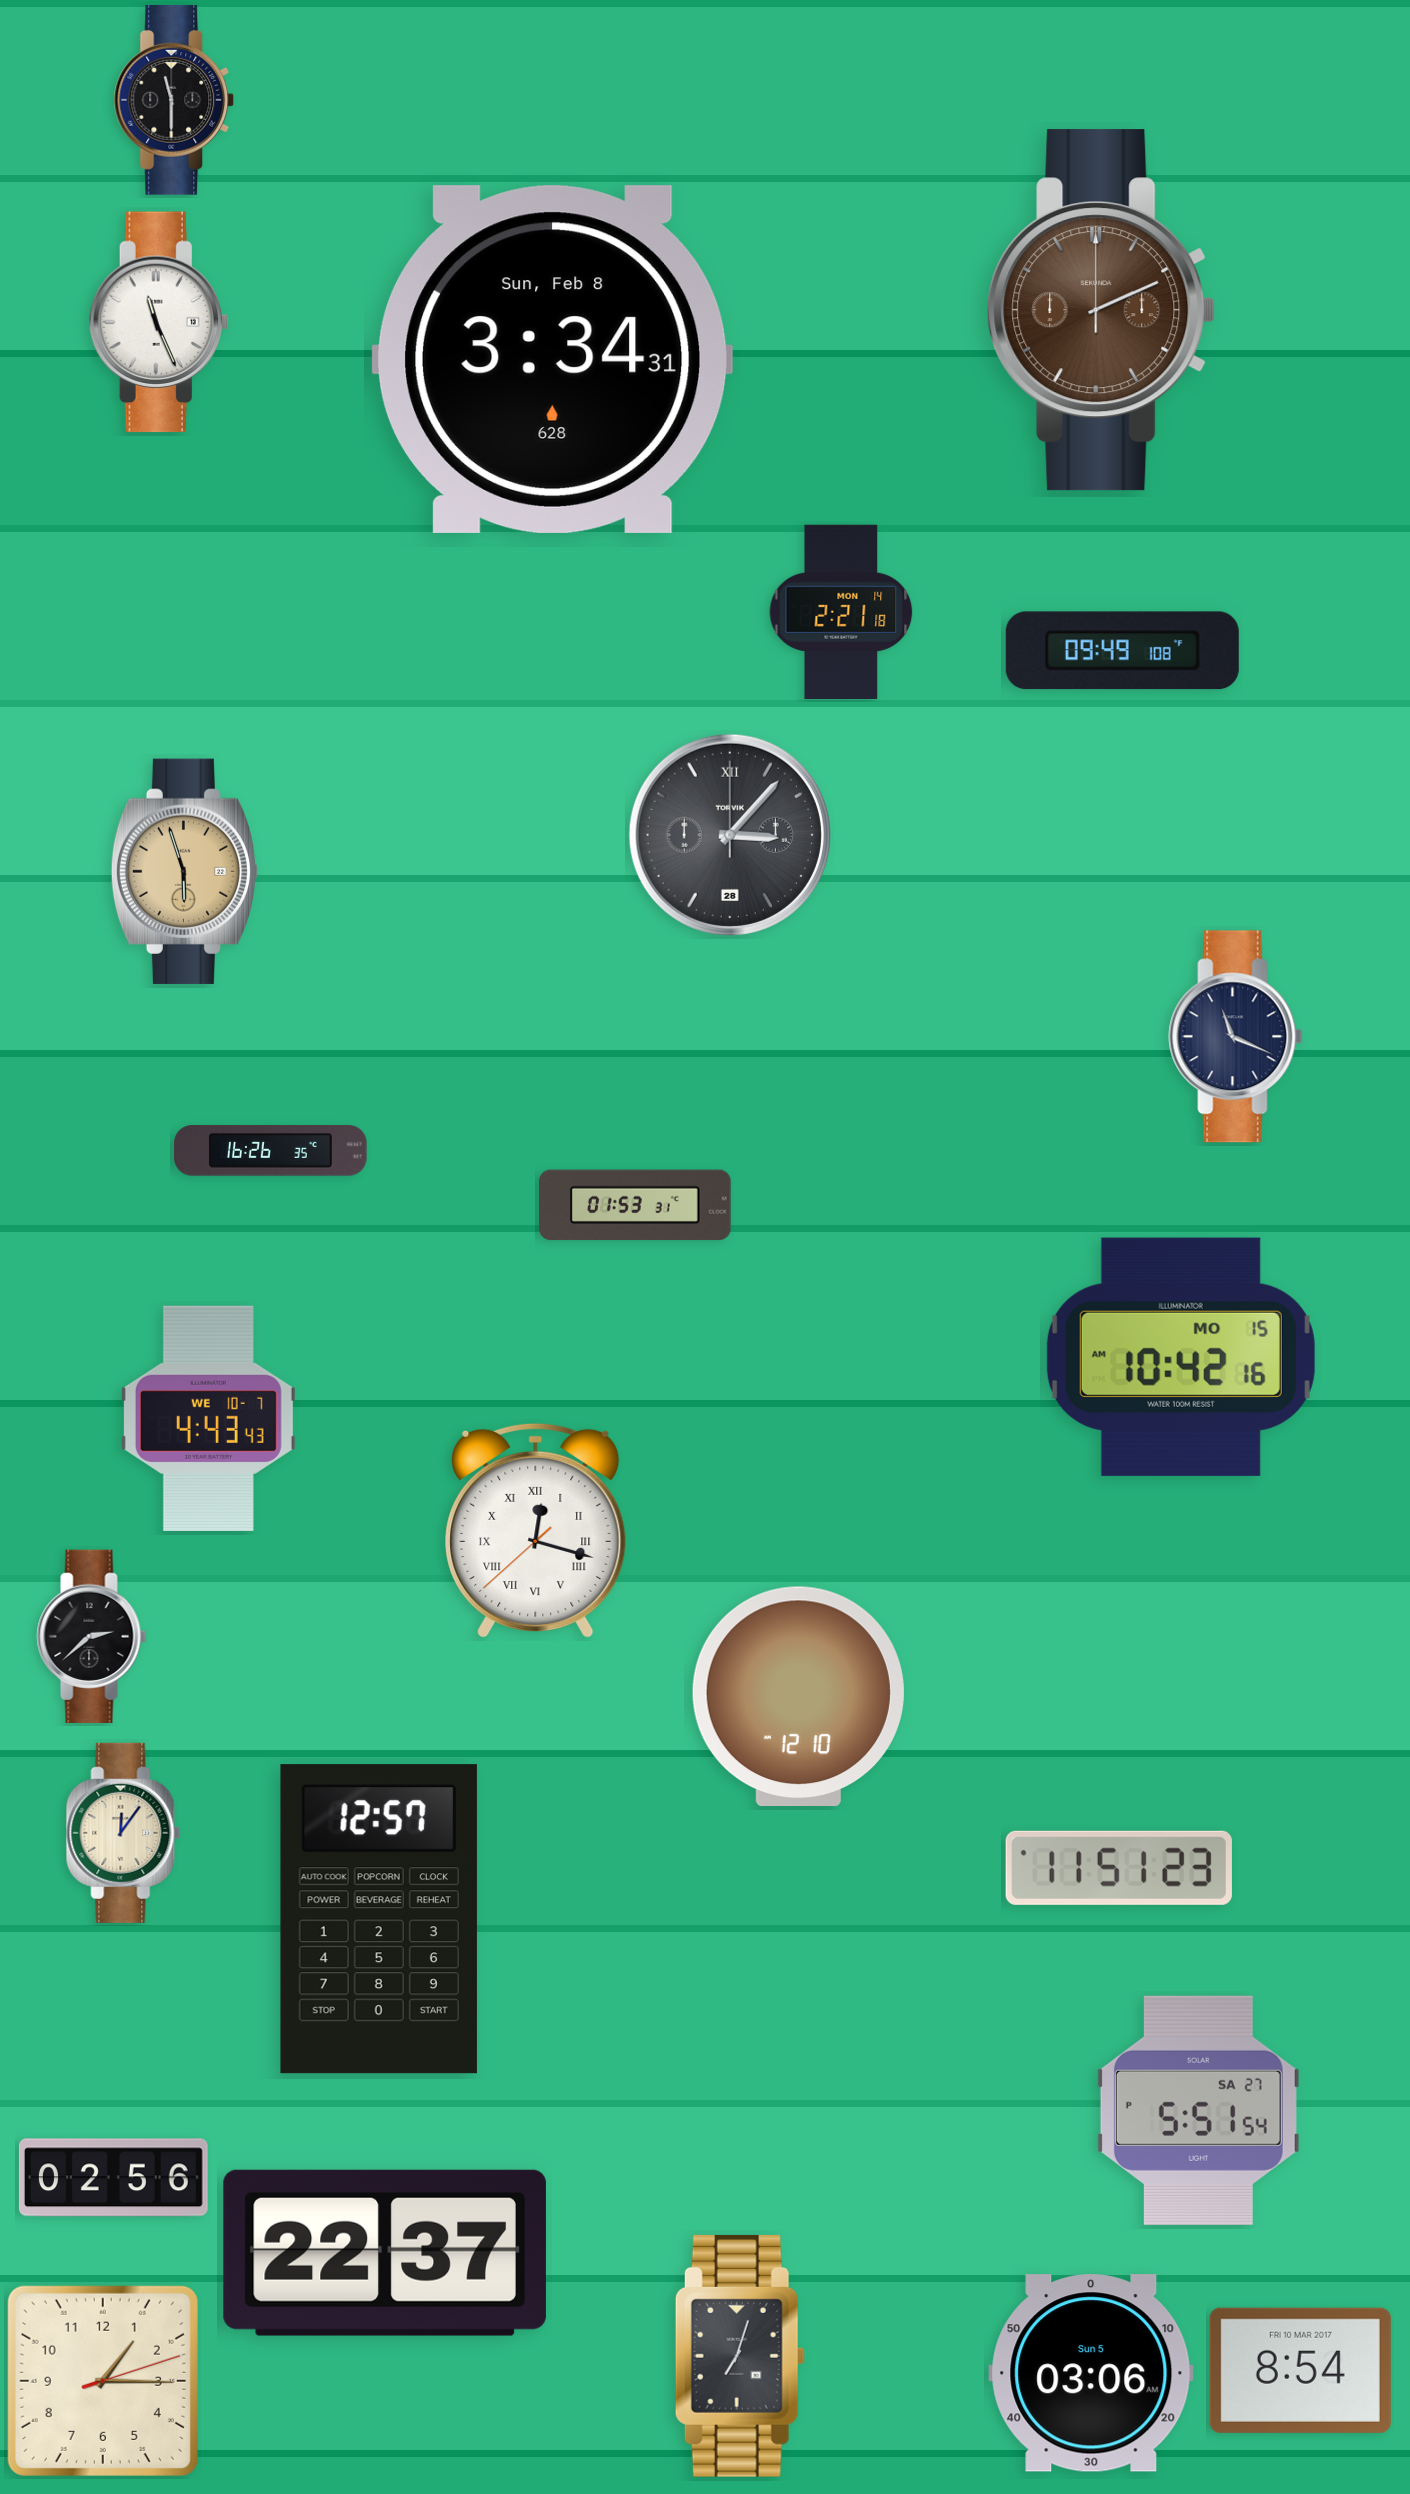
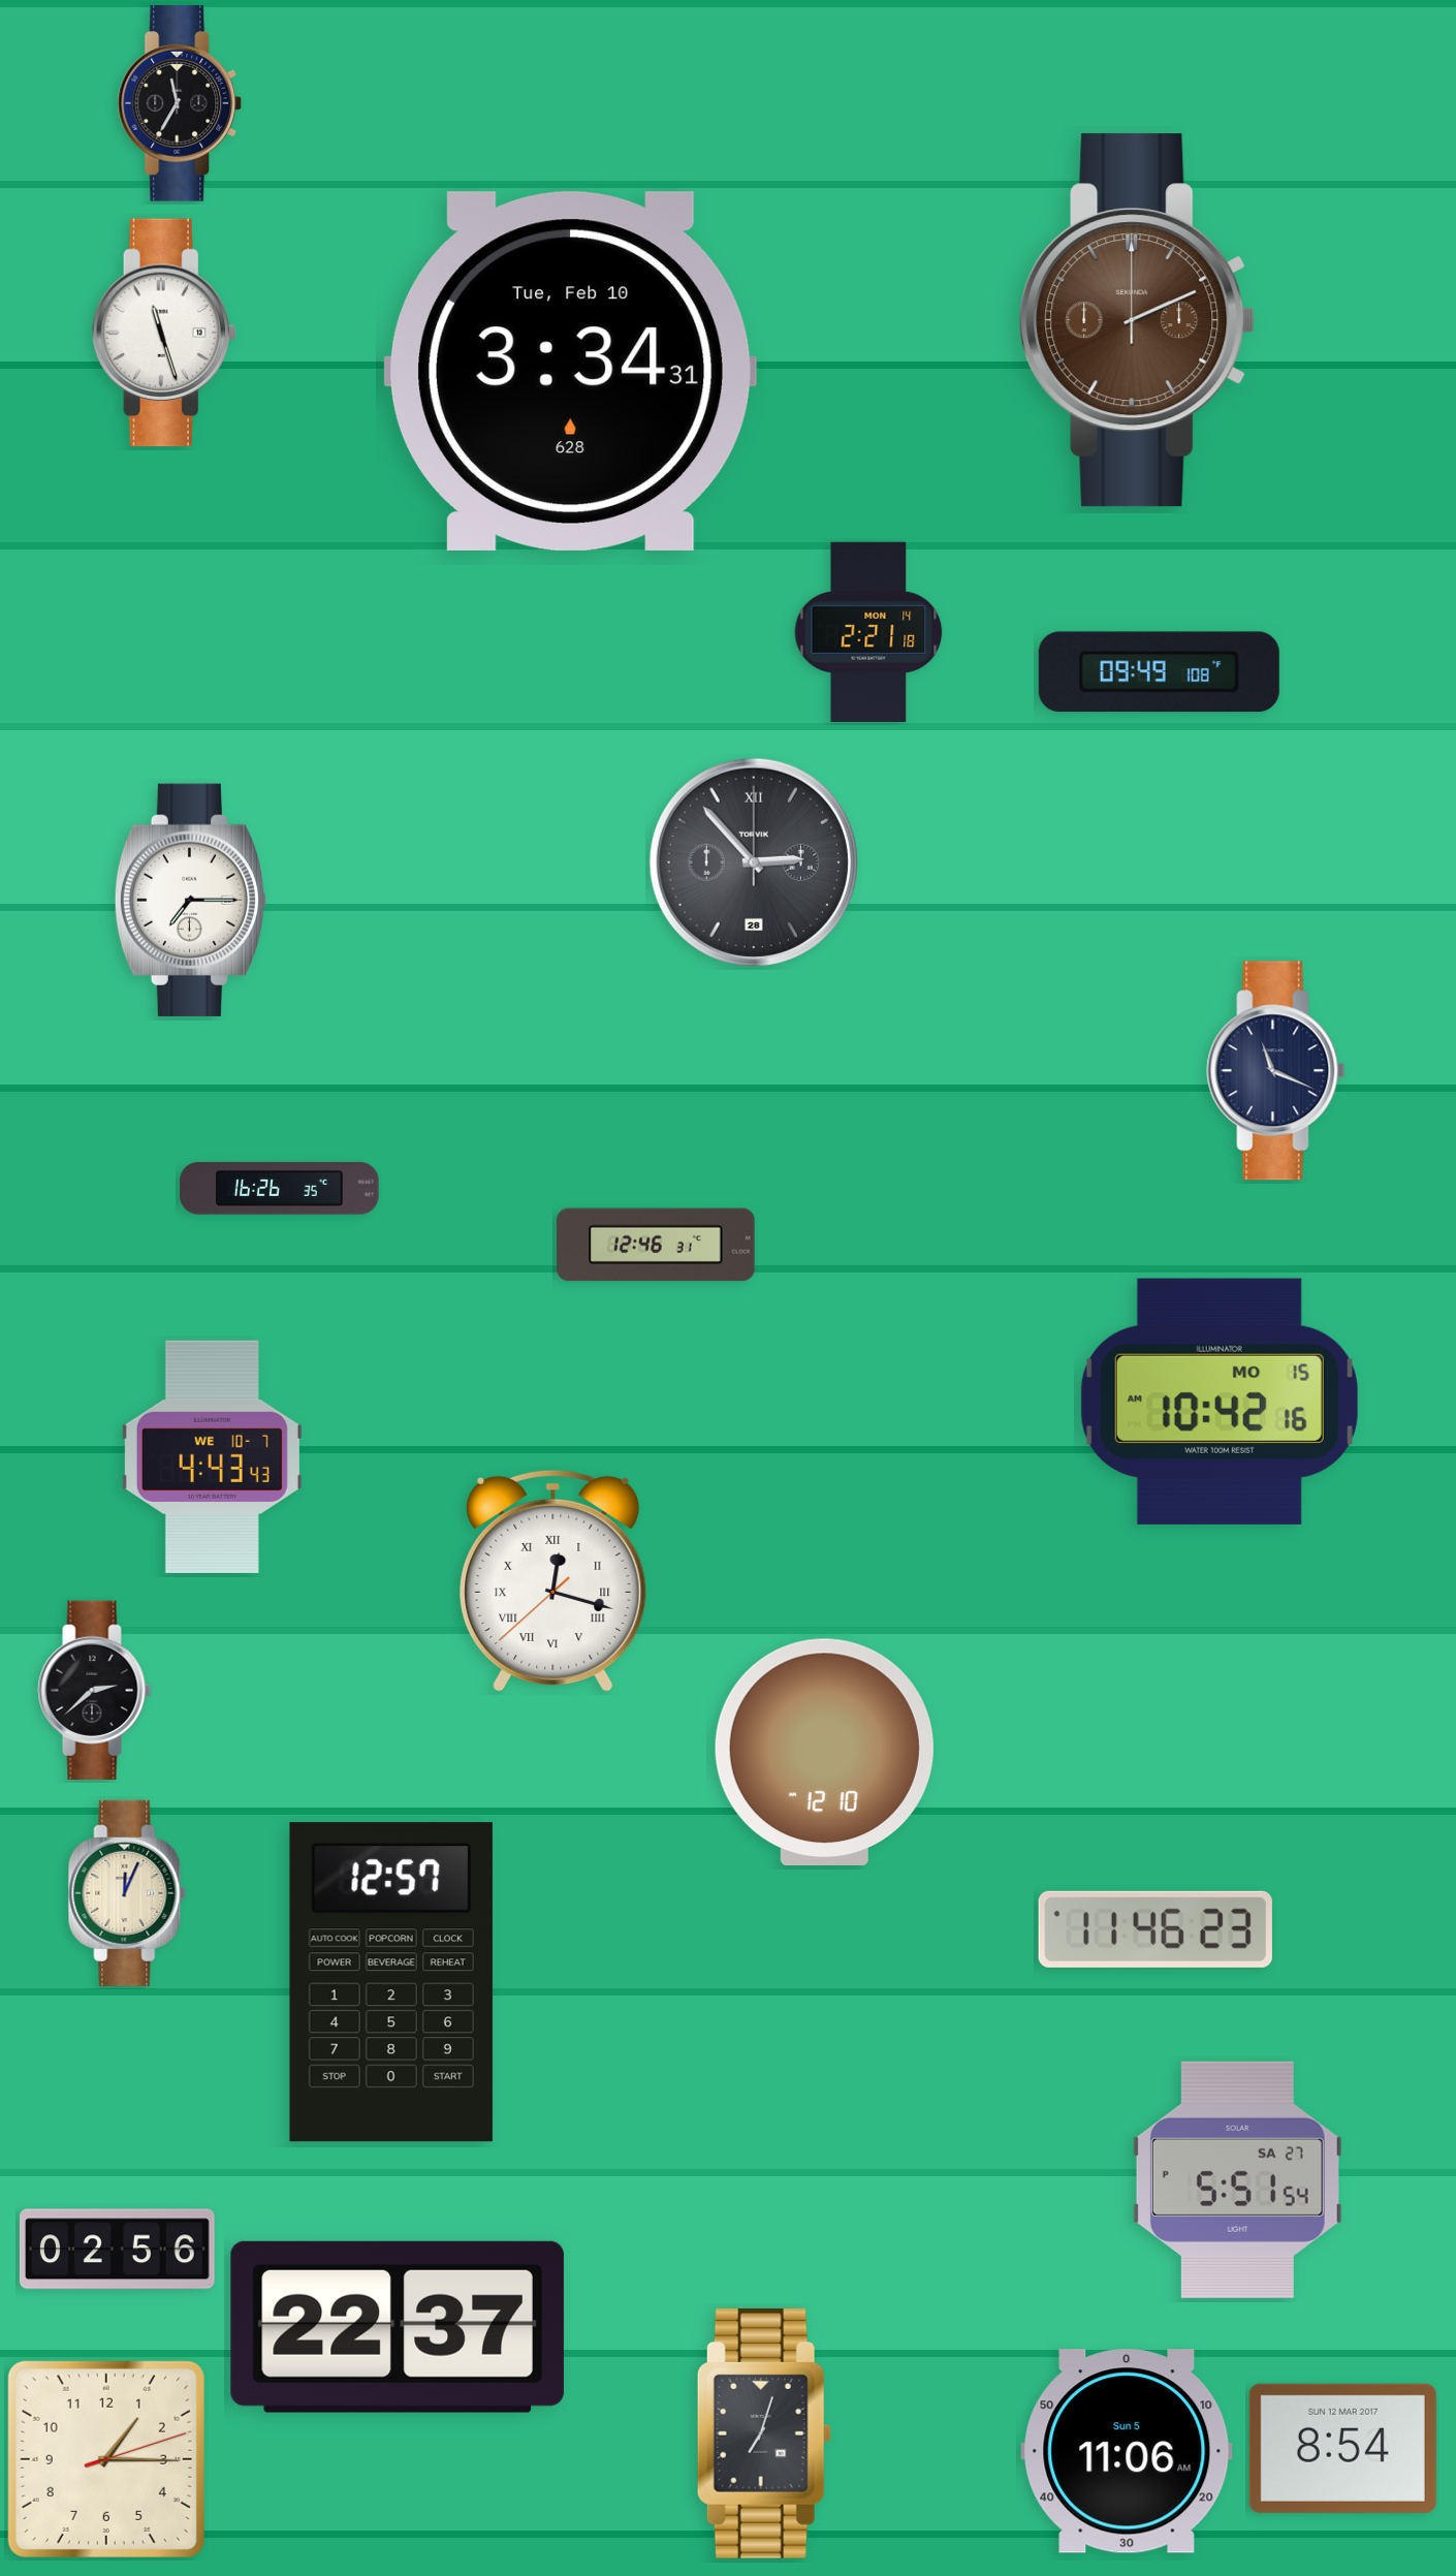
clock at (174, 100): 11:30 -> 11:35
clock at (159, 322): 11:26 -> 11:27
clock at (553, 359) date: Sun, Feb 8 -> Tue, Feb 10
clock at (730, 835): 3:07 -> 2:53
clock at (184, 871): 5:57 -> 7:15
clock at (184, 871) dial: champagne -> white
clock at (635, 1205): 01:53 -> 12:46
clock at (208, 1418) position: (208, 1418) -> (212, 1456)
clock at (123, 1833): 12:06 -> 12:04
clock at (1119, 1868): 11:51 -> 11:46
clock at (1300, 2370) date: FRI 10 MAR 2017 -> SUN 12 MAR 2017
clock at (1091, 2373): 03:06 -> 11:06
